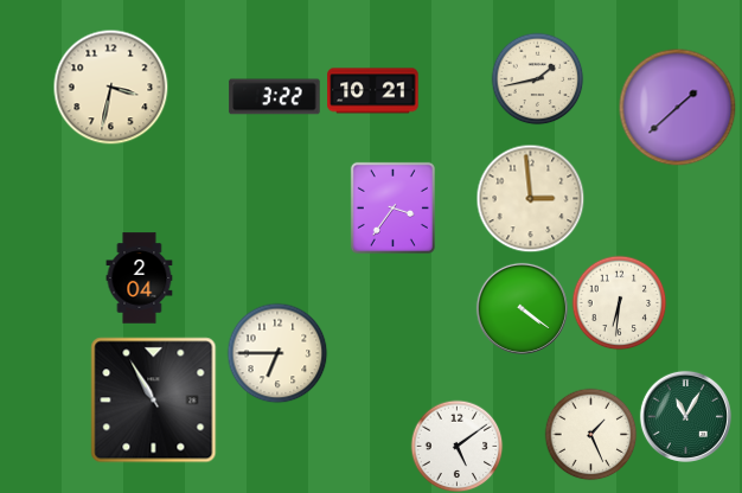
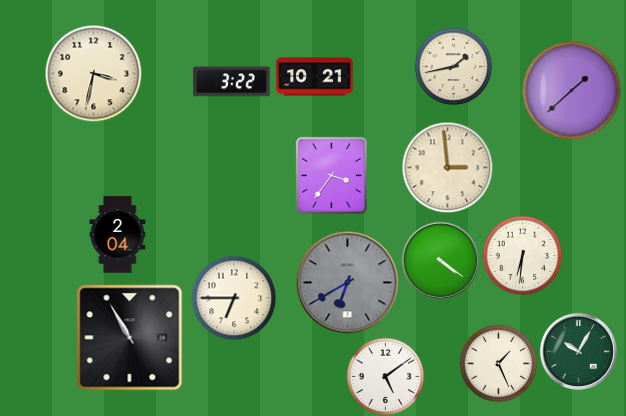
clock at (348, 283): none -> 6:40
clock at (685, 416): 11:05 -> 10:05
clock at (590, 434) position: (590, 434) -> (498, 363)
